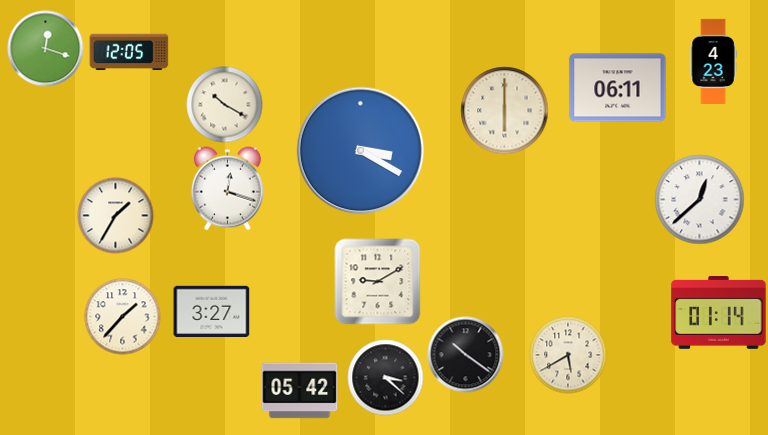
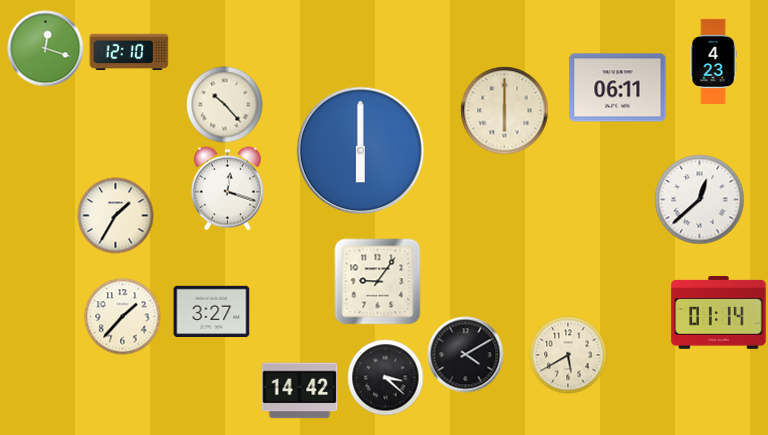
clock at (129, 52): 12:05 -> 12:10
clock at (225, 105): 10:20 -> 10:23
clock at (361, 151): 3:20 -> 6:00
clock at (378, 282): 9:10 -> 9:06
clock at (466, 355): 10:21 -> 4:10
clock at (300, 391): 05:42 -> 14:42
